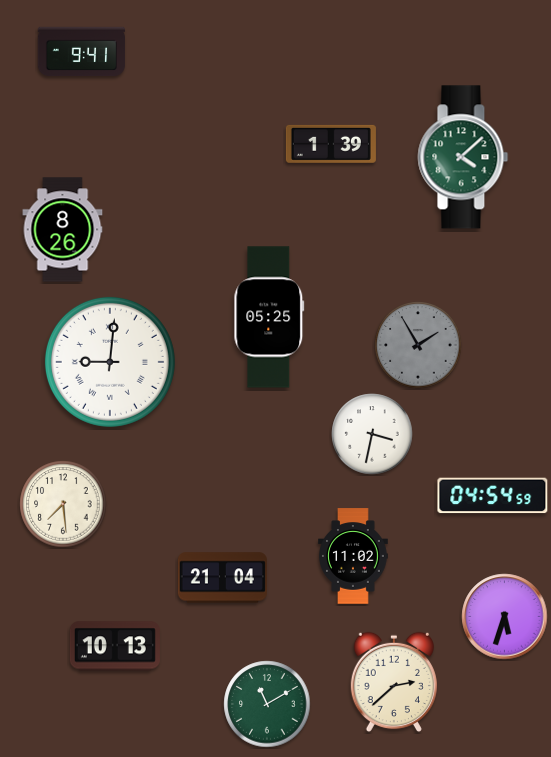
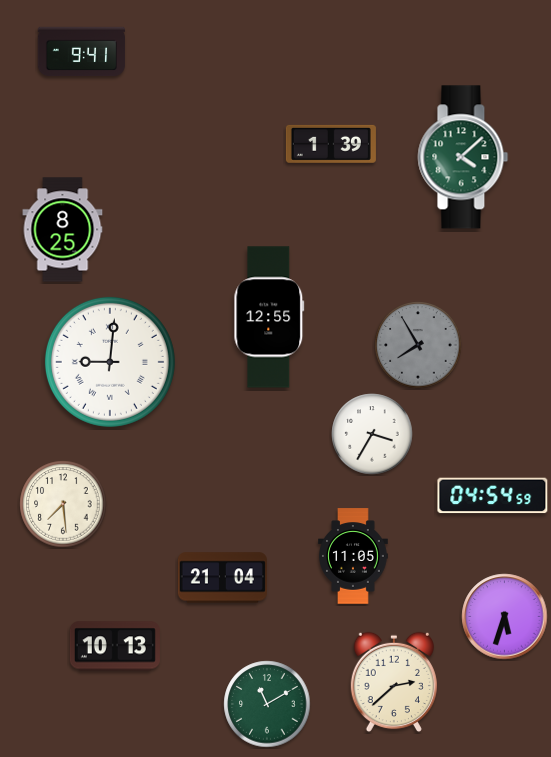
clock at (63, 230): 8:26 -> 8:25
clock at (269, 317): 05:25 -> 12:55
clock at (418, 345): 1:55 -> 7:55
clock at (372, 434): 3:32 -> 3:35
clock at (353, 556): 11:02 -> 11:05
